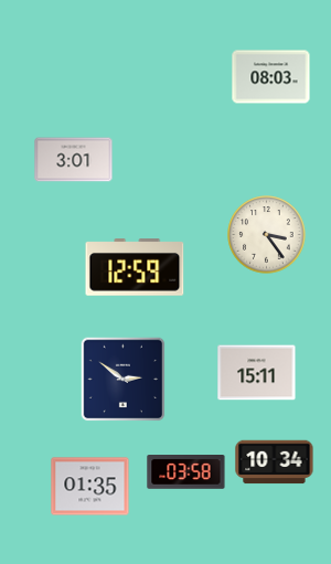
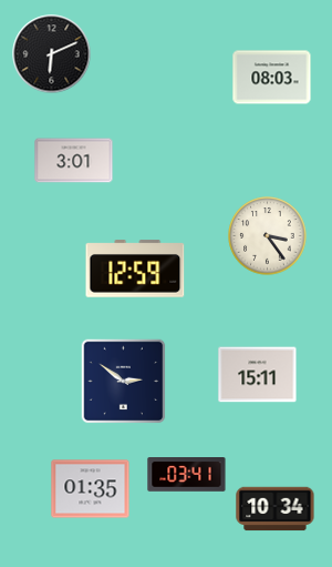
clock at (52, 54): none -> 6:11
clock at (275, 462) position: (275, 462) -> (276, 509)
clock at (186, 472): 03:58 -> 03:41
